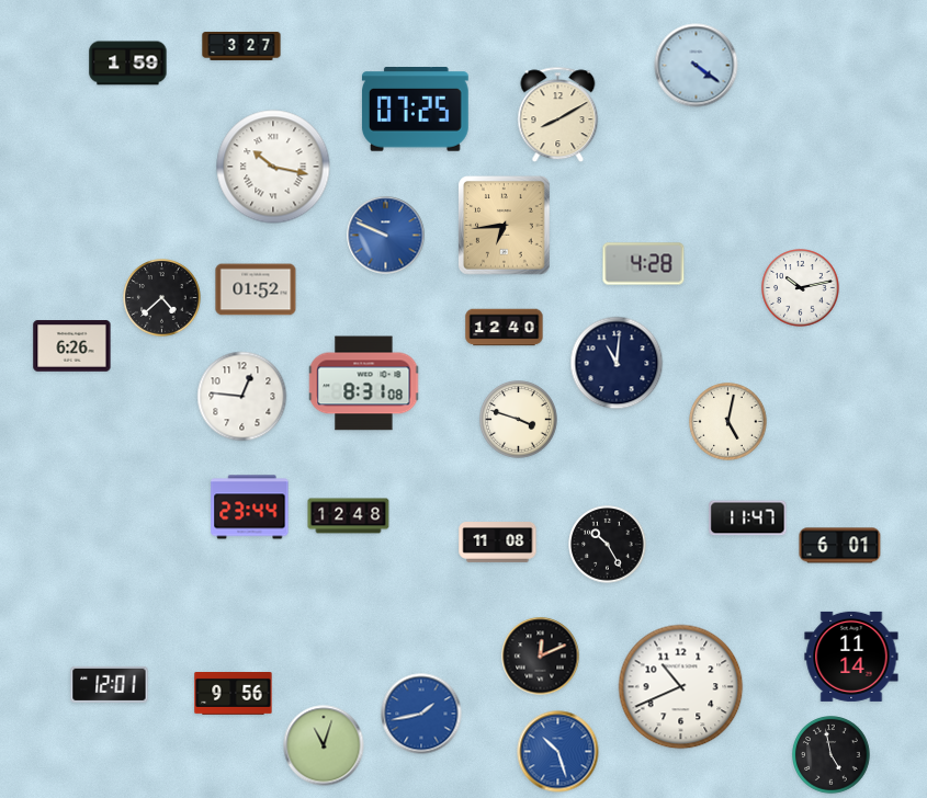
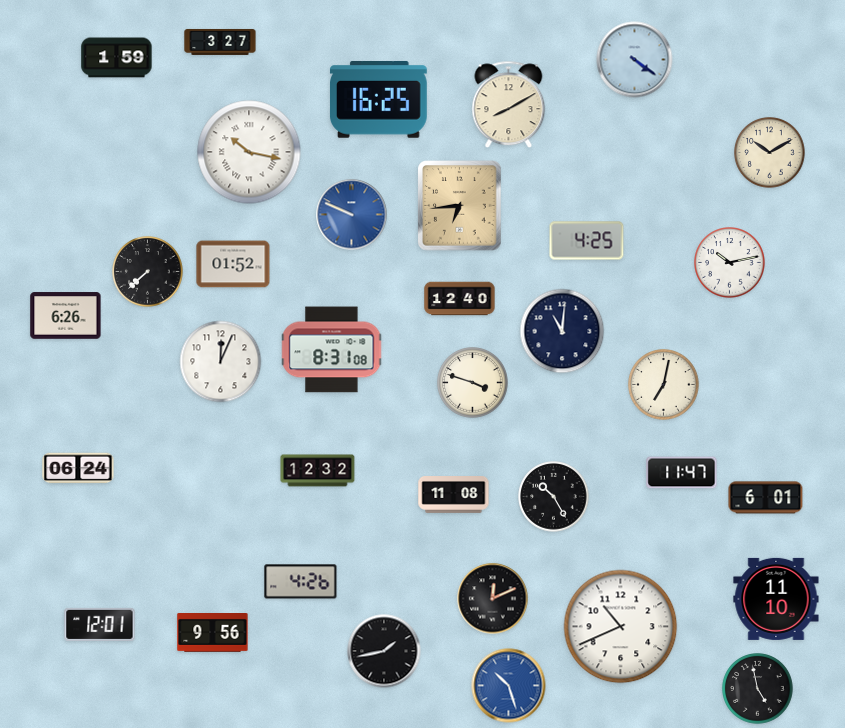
clock at (415, 110): 07:25 -> 16:25
clock at (770, 153): none -> 10:10
clock at (644, 264): 4:28 -> 4:25
clock at (162, 298): 4:38 -> 7:38
clock at (242, 397): 12:46 -> 12:04
clock at (728, 422): 5:02 -> 7:02
clock at (250, 508): 23:44 -> none
clock at (78, 468): none -> 06:24
clock at (349, 516): 12:48 -> 12:32
clock at (301, 582): none -> 4:26
clock at (851, 657): 11:14 -> 11:10
clock at (421, 714) dial: blue -> black
clock at (324, 745): 11:03 -> none
